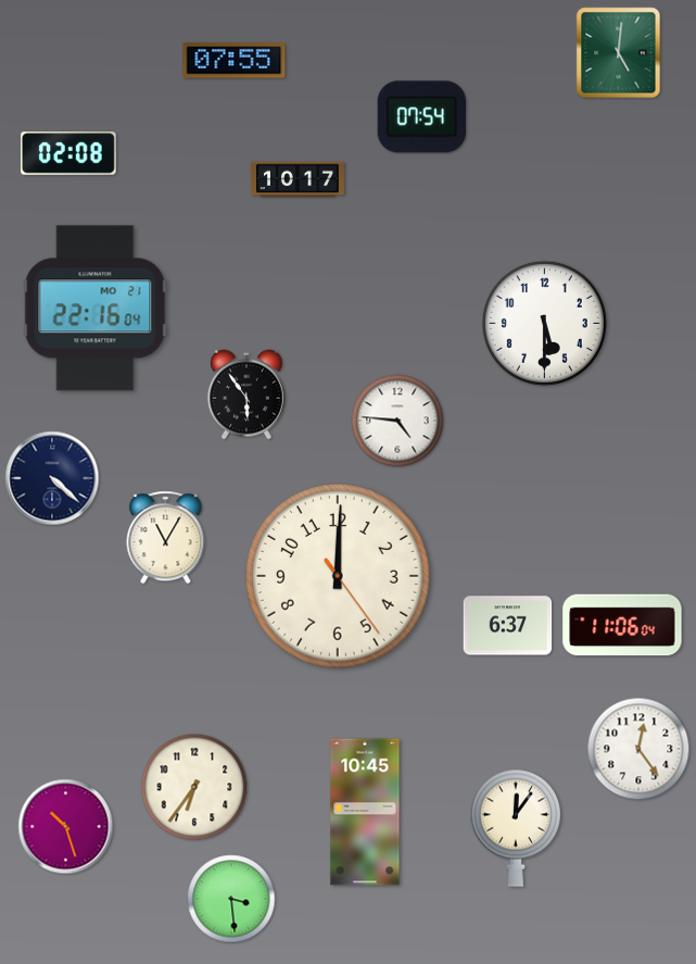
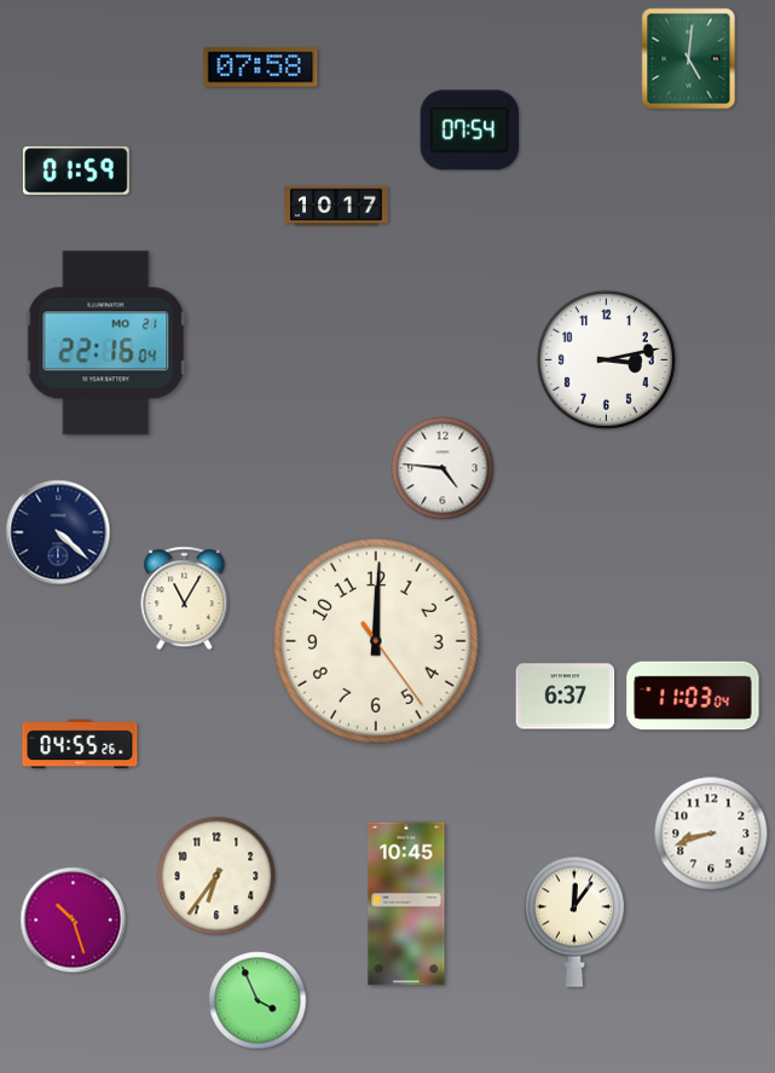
clock at (235, 61): 07:55 -> 07:58
clock at (68, 153): 02:08 -> 01:59
clock at (298, 179) position: (298, 179) -> (336, 206)
clock at (544, 323): 5:30 -> 3:13
clock at (246, 395): 5:54 -> none
clock at (622, 625): 11:06 -> 11:03
clock at (80, 744): none -> 04:55
clock at (638, 749): 12:24 -> 8:42
clock at (231, 899): 3:29 -> 3:56
